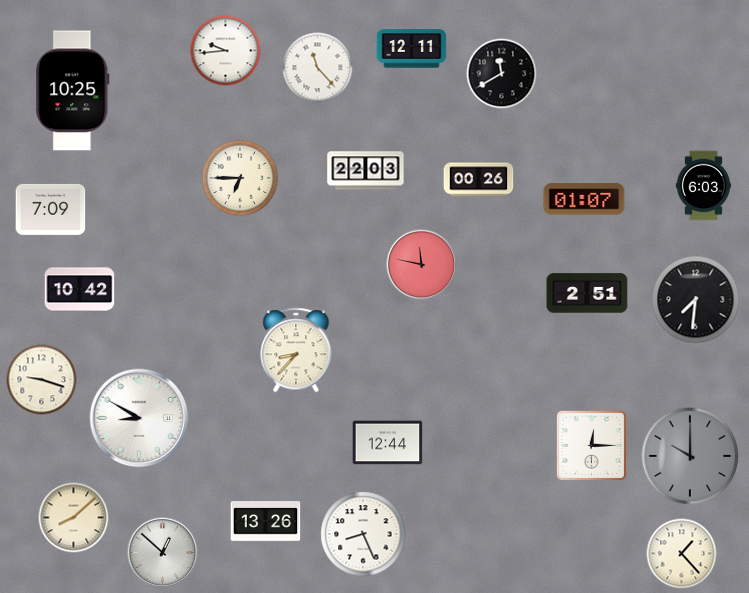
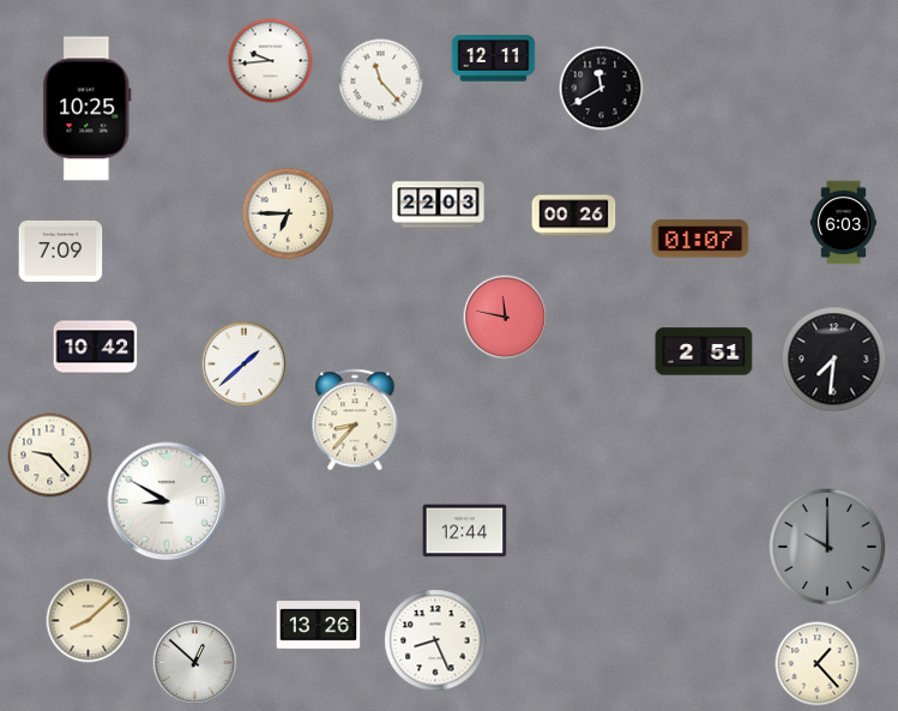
clock at (245, 364): none -> 1:38
clock at (42, 380): 9:18 -> 9:23
clock at (591, 445): 12:15 -> none
